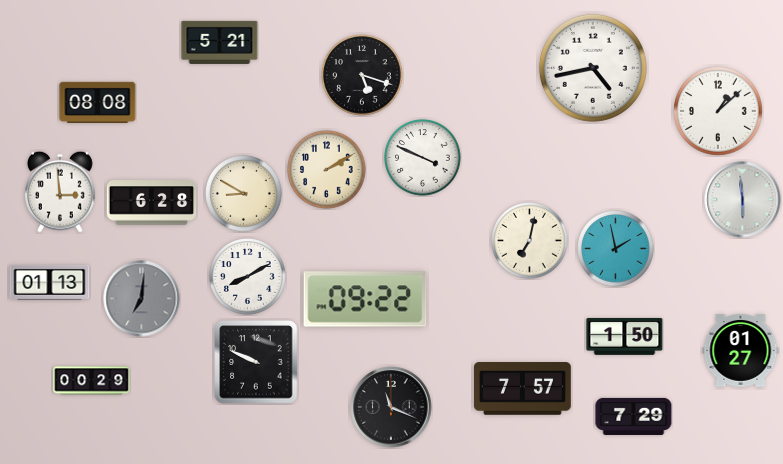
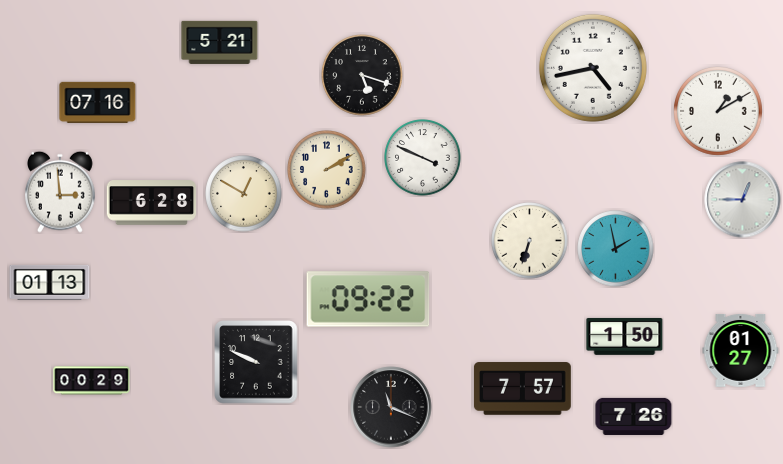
clock at (98, 102): 08:08 -> 07:16
clock at (719, 112): 1:08 -> 1:10
clock at (244, 194): 8:50 -> 12:50
clock at (743, 200): 5:59 -> 12:45
clock at (530, 241): 7:02 -> 6:33
clock at (248, 277): 8:10 -> none
clock at (142, 299): 7:01 -> none
clock at (365, 299) position: (365, 299) -> (368, 299)
clock at (634, 416): 7:29 -> 7:26
